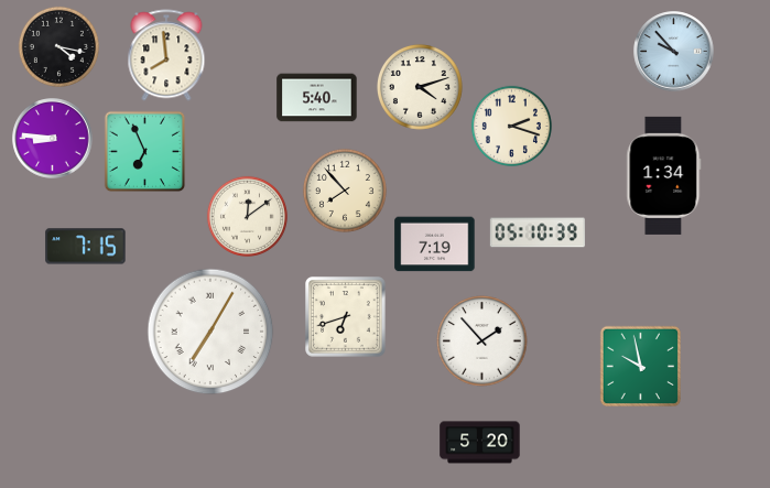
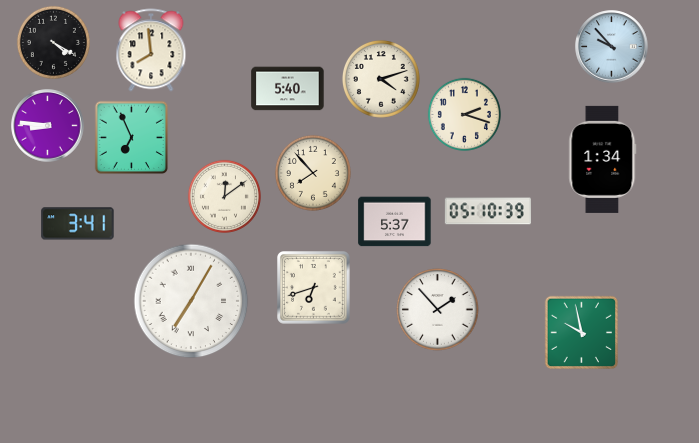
clock at (58, 46): 4:17 -> 4:20
clock at (435, 245): 7:19 -> 5:37
clock at (86, 247): 7:15 -> 3:41
clock at (480, 443): 5:20 -> none
